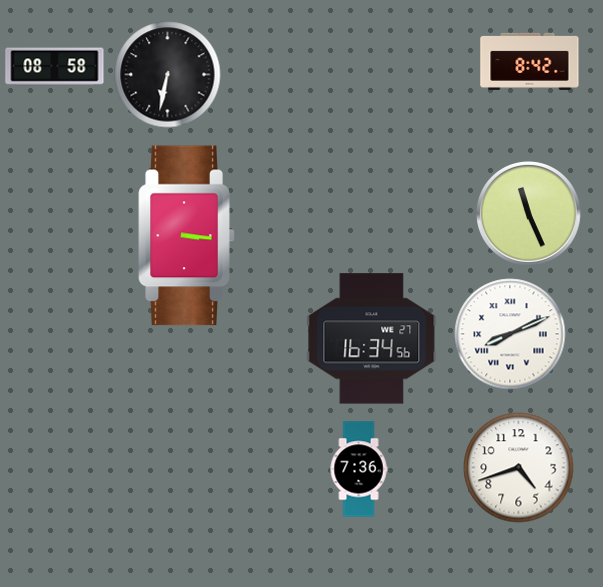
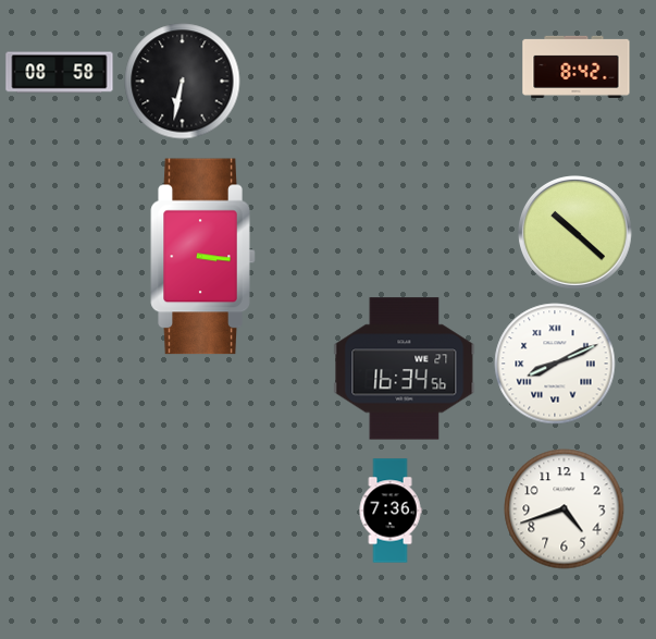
clock at (529, 214): 11:26 -> 10:22
